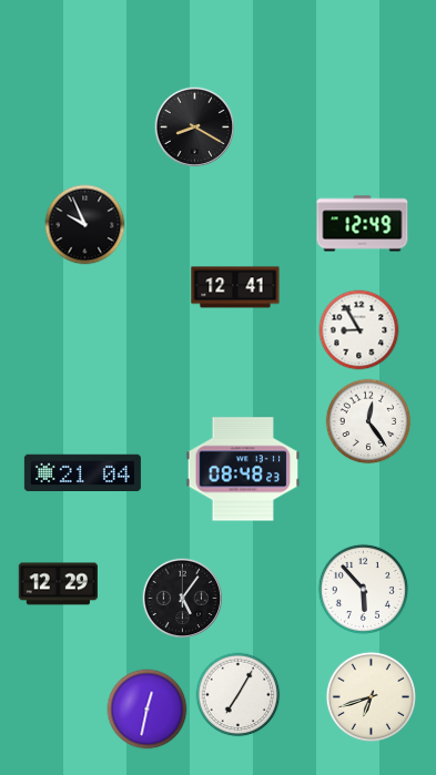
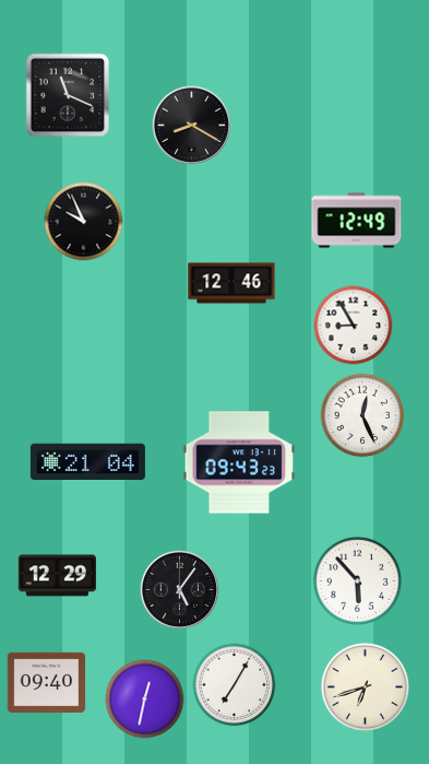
clock at (68, 95): none -> 11:19
clock at (235, 287): 12:41 -> 12:46
clock at (368, 421): 12:24 -> 12:26
clock at (243, 469): 08:48 -> 09:43
clock at (82, 473) position: (82, 473) -> (87, 462)
clock at (47, 683): none -> 09:40
